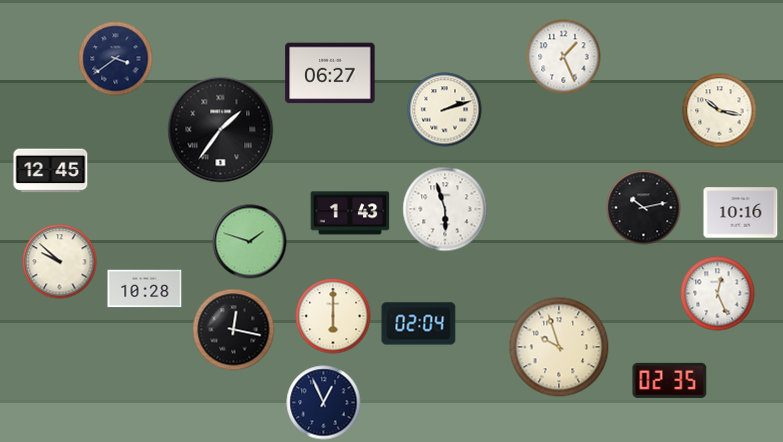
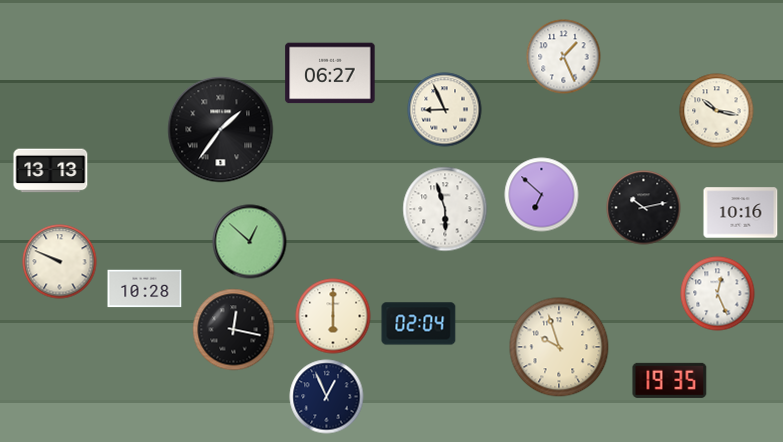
clock at (116, 59): 3:39 -> none
clock at (445, 110): 2:12 -> 8:56
clock at (720, 111) position: (720, 111) -> (717, 111)
clock at (51, 171): 12:45 -> 13:13
clock at (542, 195): none -> 6:52
clock at (350, 213): 1:43 -> none
clock at (250, 242): 1:48 -> 12:52
clock at (60, 262): 9:52 -> 9:49
clock at (670, 380): 02:35 -> 19:35
clock at (324, 403) position: (324, 403) -> (327, 397)
